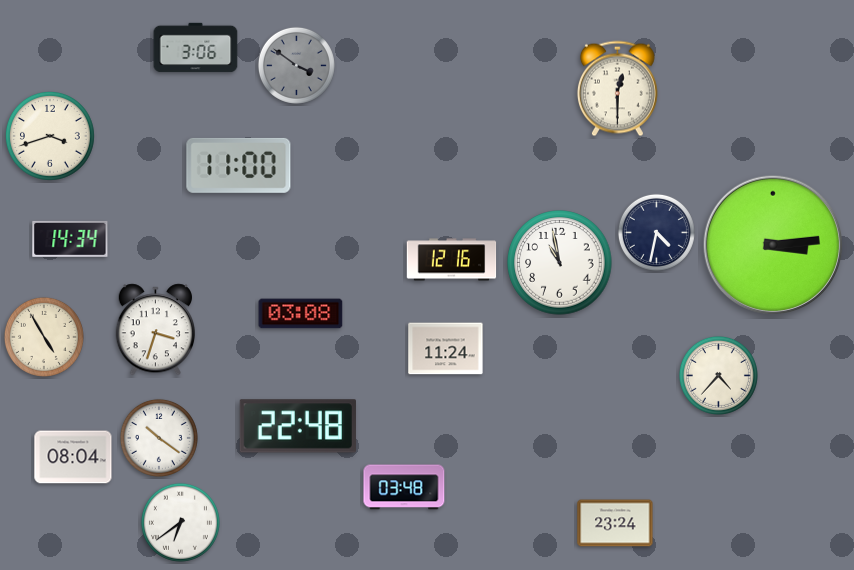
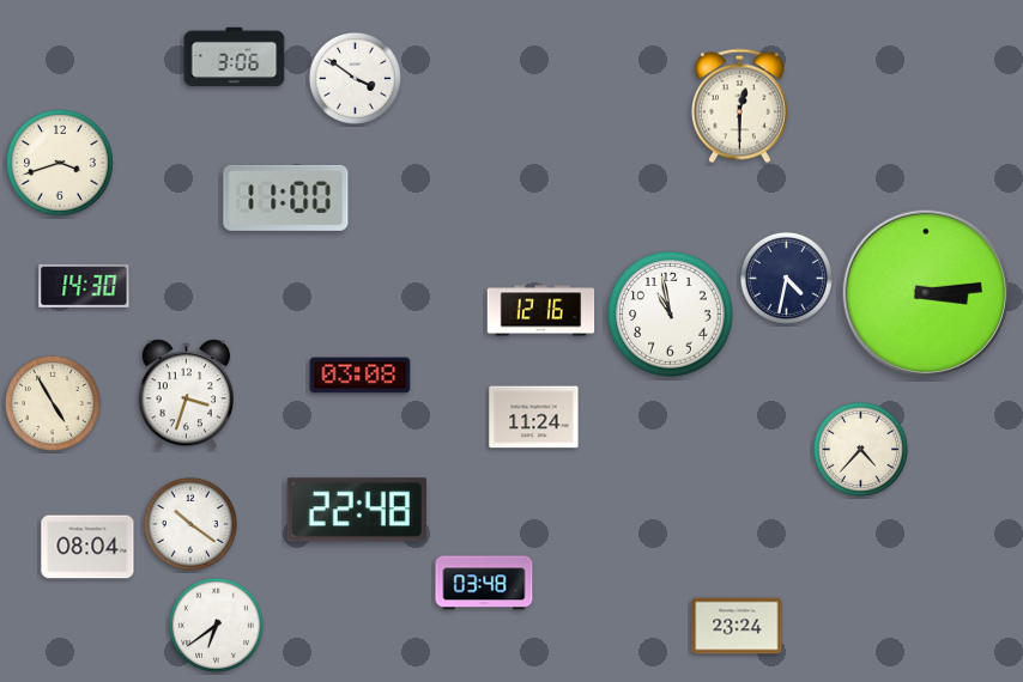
clock at (296, 65) dial: grey -> white
clock at (70, 239): 14:34 -> 14:30
